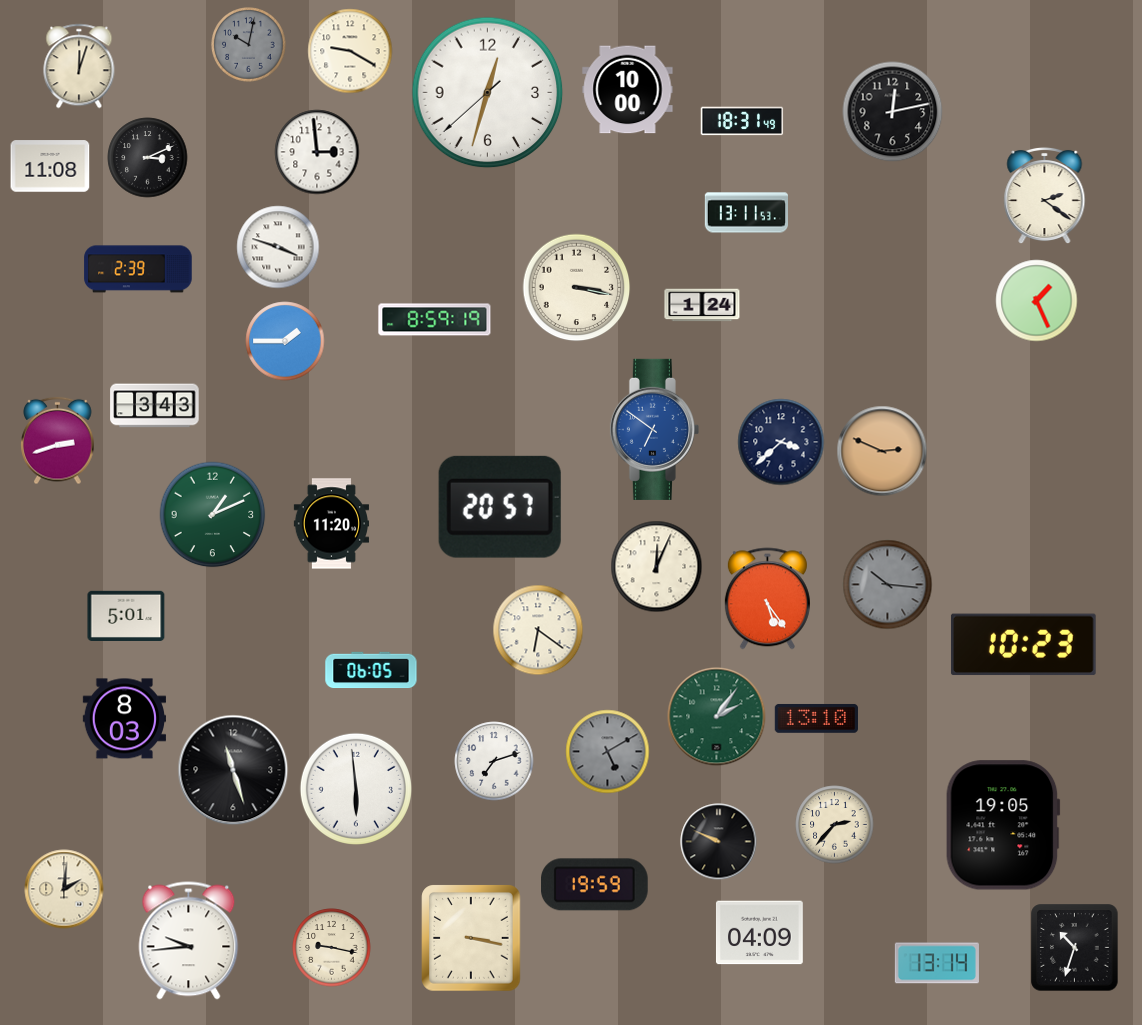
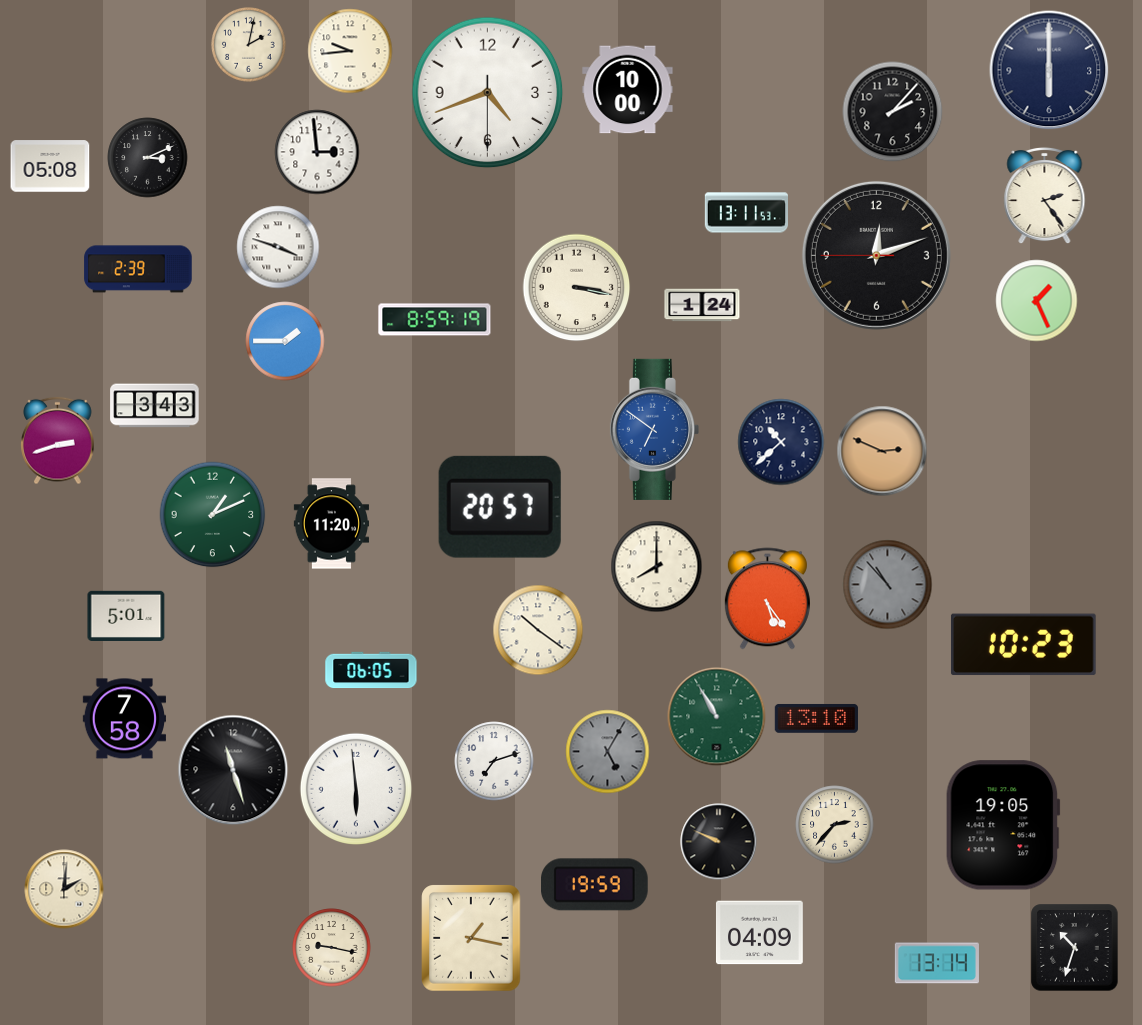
clock at (249, 45): 10:02 -> 2:02
clock at (249, 45) dial: grey -> cream
clock at (350, 51): 9:20 -> 9:44
clock at (79, 66): 12:03 -> none
clock at (1049, 70): none -> 6:00
clock at (488, 93): 12:32 -> 4:41
clock at (893, 112): 12:13 -> 2:07
clock at (742, 121): 18:31 -> none
clock at (50, 166): 11:08 -> 05:08
clock at (1045, 196): 2:21 -> 2:24
clock at (876, 255): none -> 12:11
clock at (781, 442): 3:38 -> 10:38
clock at (657, 567): 12:04 -> 8:00
clock at (888, 585): 10:16 -> 10:53
clock at (538, 630): 6:21 -> 10:21
clock at (717, 717): 2:06 -> 10:55
clock at (124, 719): 8:03 -> 7:58
clock at (608, 752): 5:10 -> 5:05
clock at (471, 938): 3:17 -> 1:17
clock at (189, 941): 9:44 -> none
